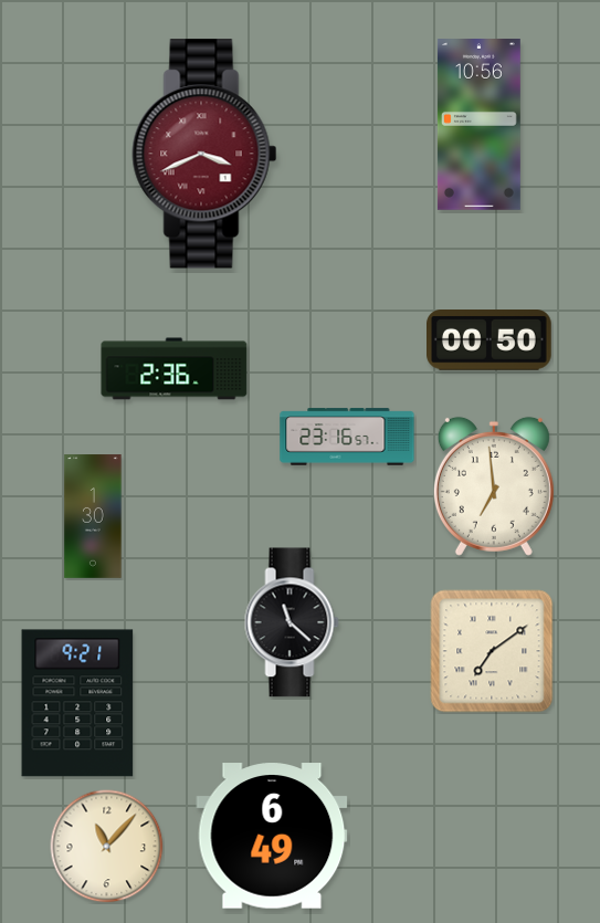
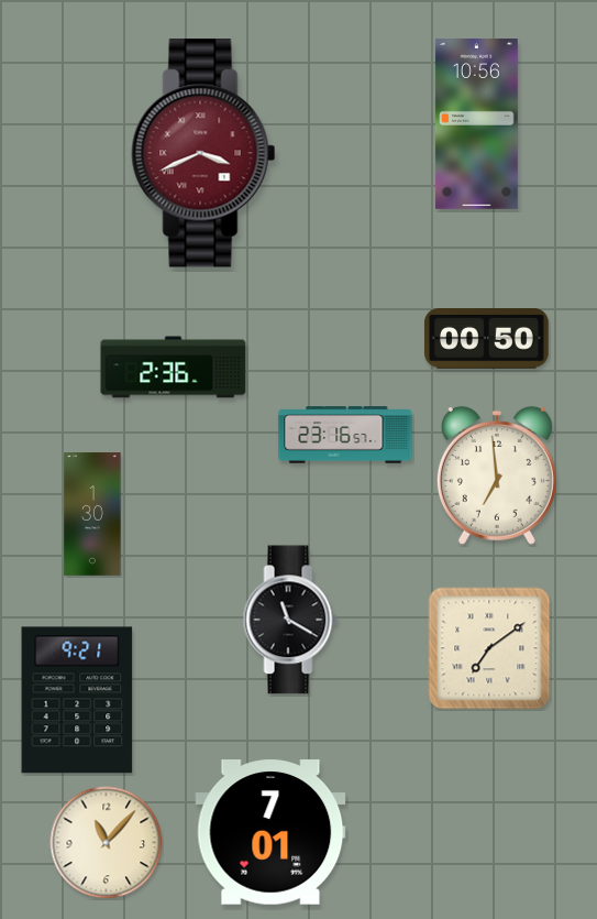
clock at (494, 486) position: (494, 486) -> (497, 475)
clock at (292, 622): 11:22 -> 11:20
clock at (272, 836): 6:49 -> 7:01
